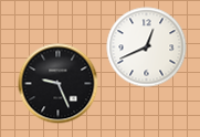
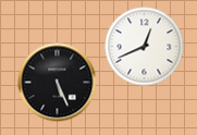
clock at (59, 84): 9:26 -> 5:26
